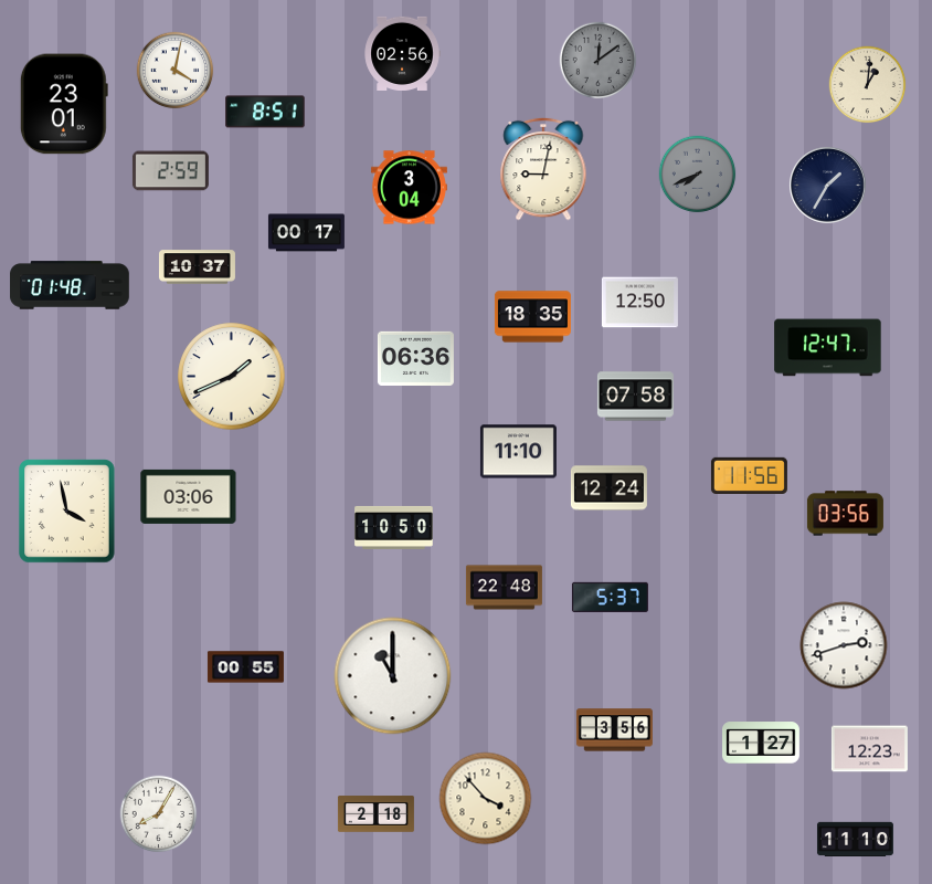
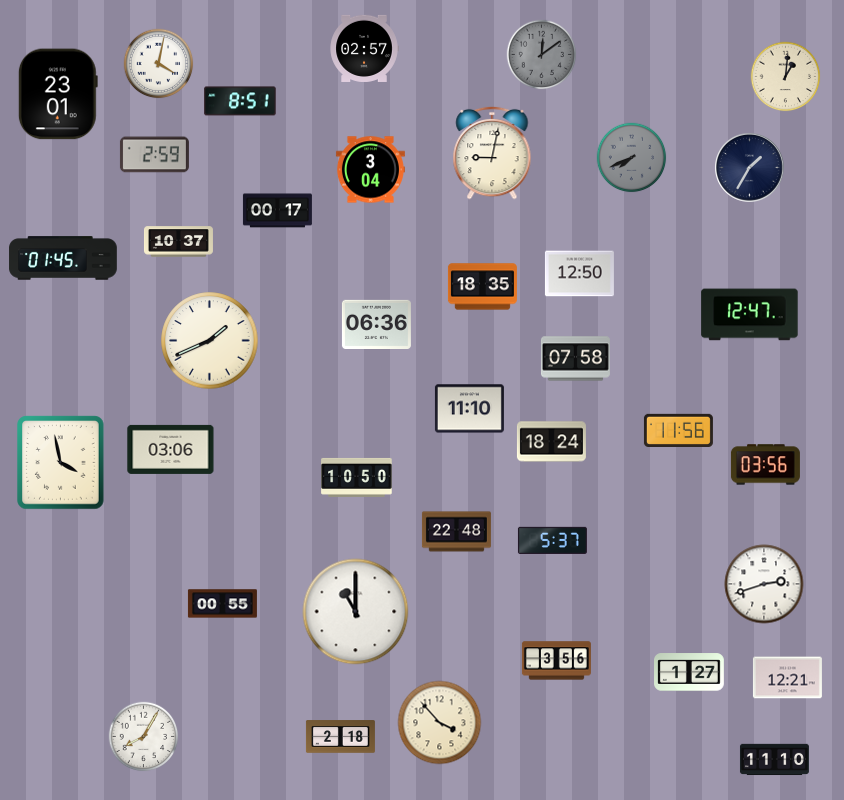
clock at (402, 53): 02:56 -> 02:57
clock at (70, 285): 01:48 -> 01:45
clock at (608, 488): 12:24 -> 18:24
clock at (869, 749): 12:23 -> 12:21
